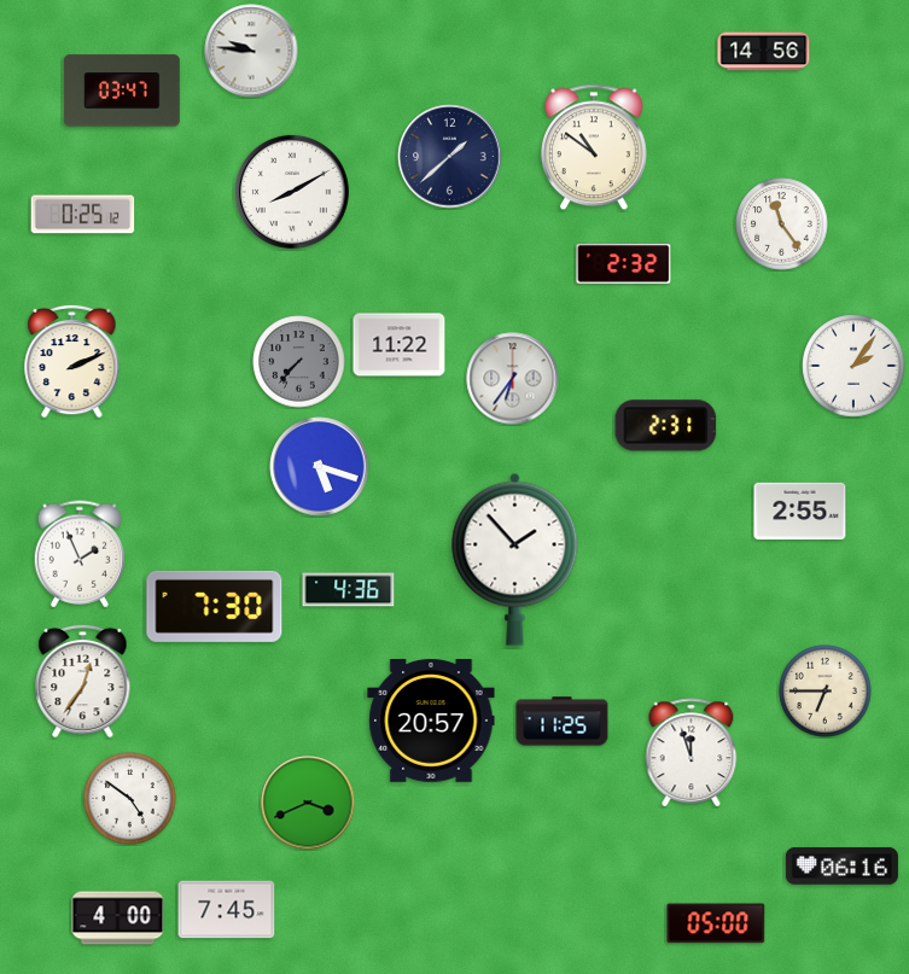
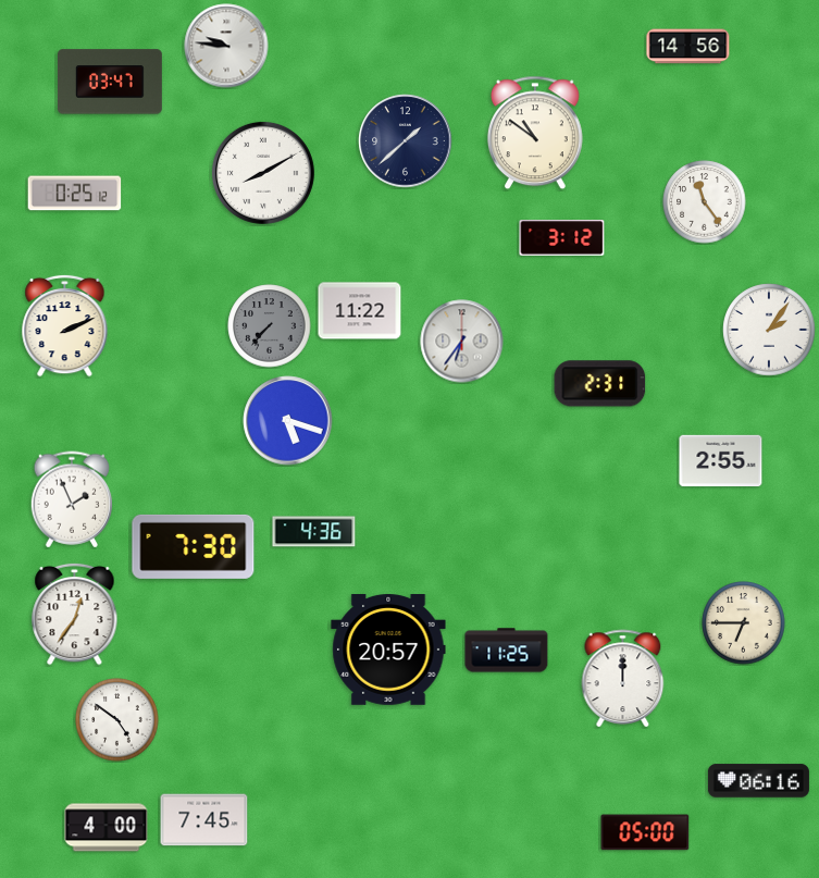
clock at (624, 264): 2:32 -> 3:12
clock at (515, 559): 1:53 -> none
clock at (692, 752): 11:57 -> 12:00
clock at (308, 803): 3:41 -> none
